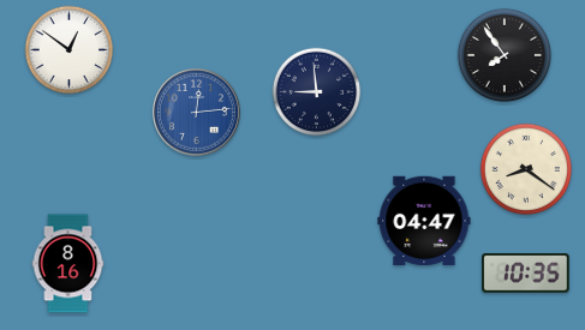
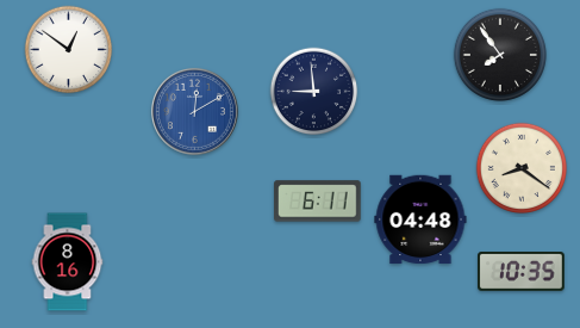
clock at (196, 112): 12:14 -> 12:10
clock at (318, 202): none -> 6:11
clock at (424, 221): 04:47 -> 04:48
